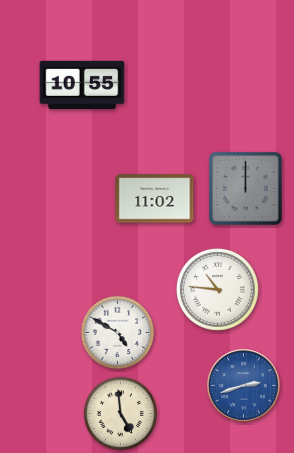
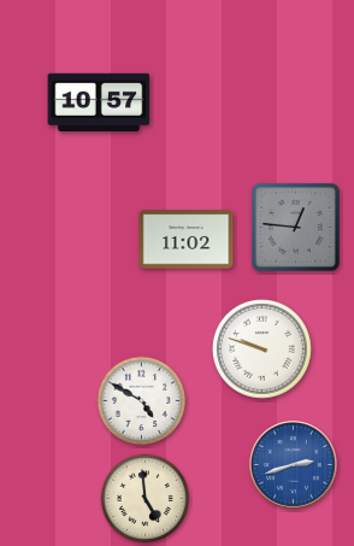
clock at (82, 84): 10:55 -> 10:57
clock at (245, 188): 12:00 -> 12:46
clock at (218, 290): 10:46 -> 9:48
